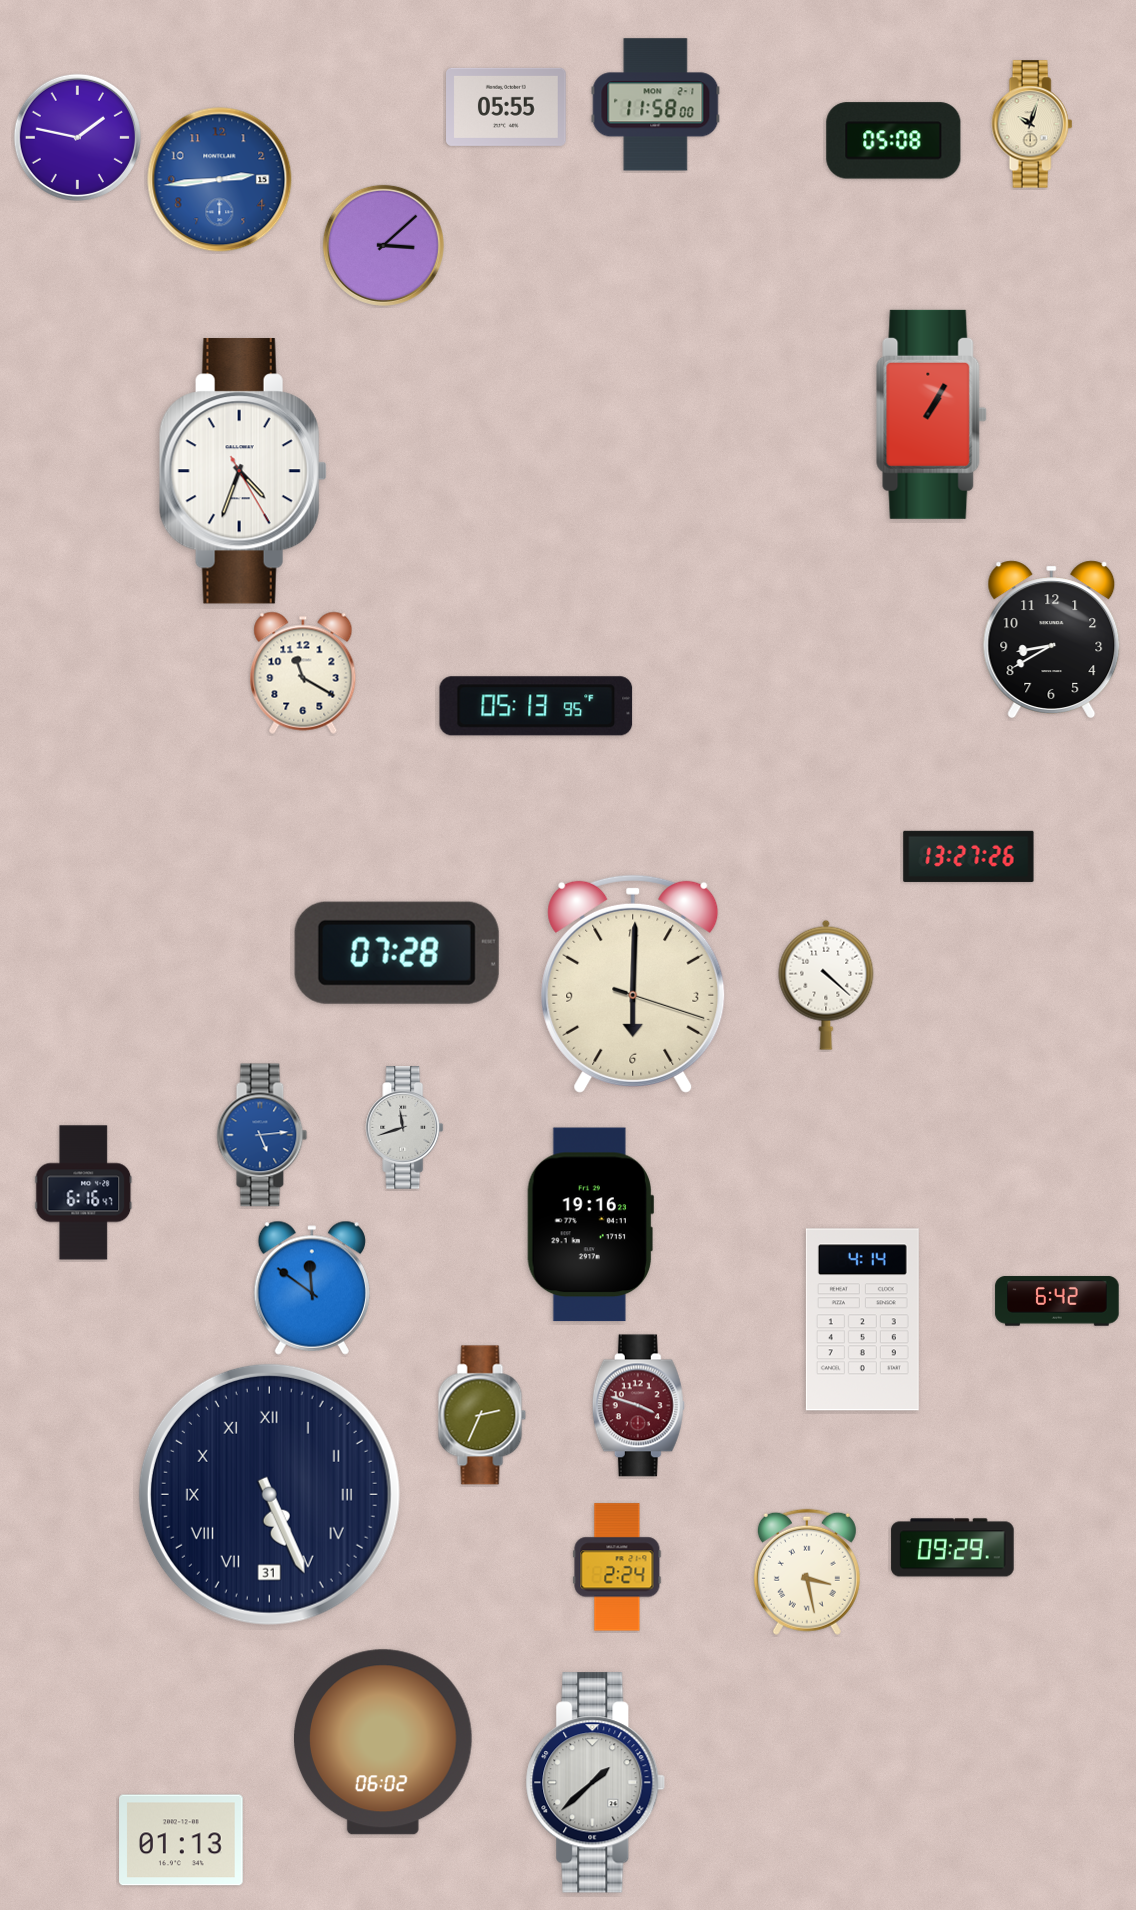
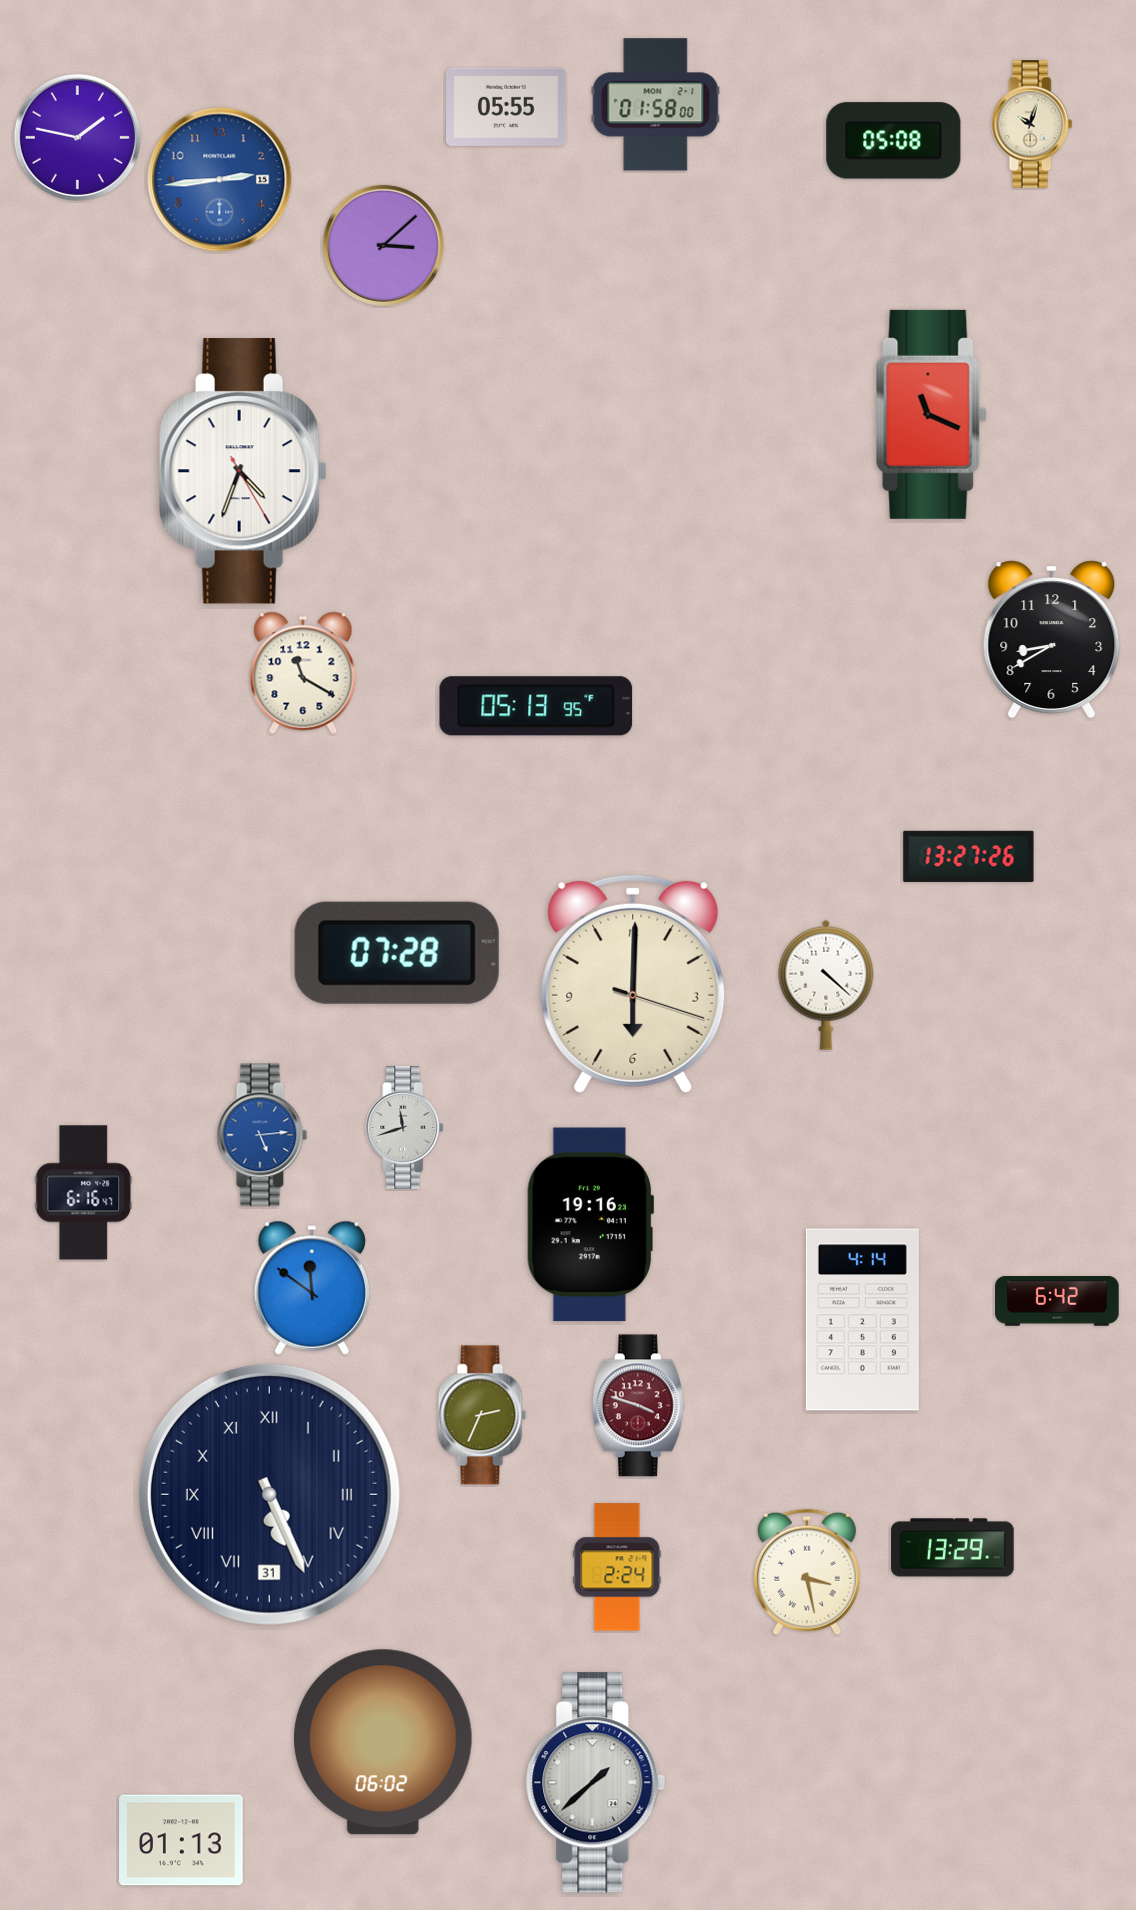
clock at (656, 105): 11:58 -> 01:58
clock at (932, 414): 1:05 -> 11:19
clock at (953, 1548): 09:29 -> 13:29
